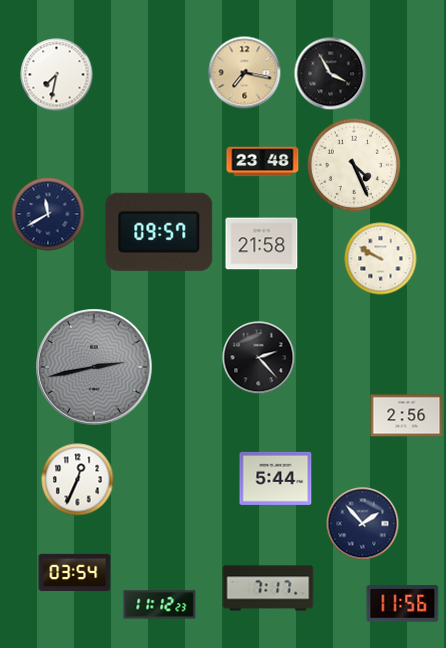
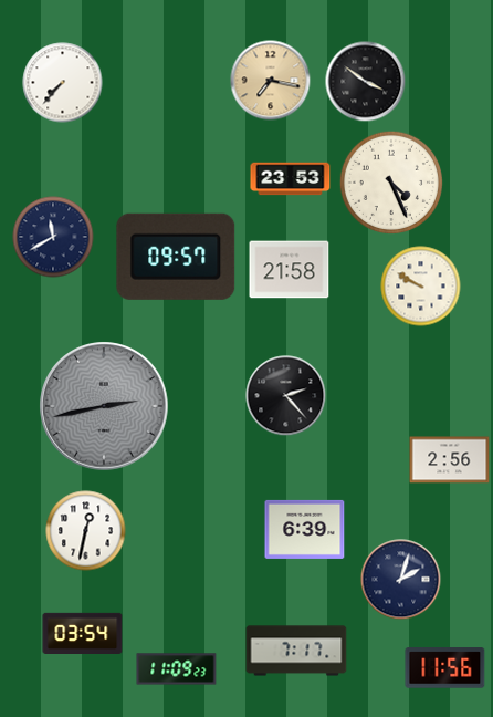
clock at (331, 74): 3:55 -> 3:51
clock at (57, 75): 7:32 -> 7:37
clock at (263, 162): 23:48 -> 23:53
clock at (276, 478): 5:44 -> 6:39
clock at (78, 480): 12:34 -> 12:32
clock at (363, 524): 1:53 -> 2:03
clock at (160, 605): 11:12 -> 11:09
